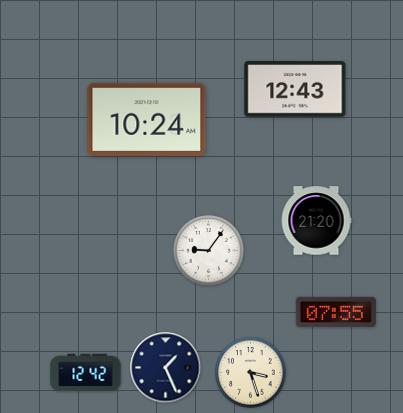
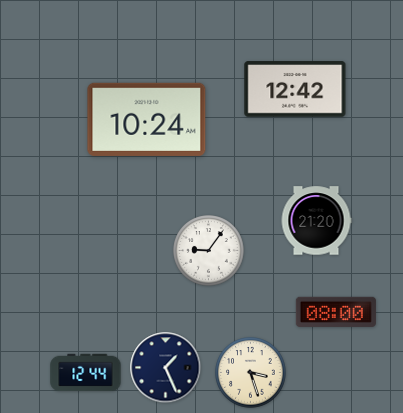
clock at (295, 89): 12:43 -> 12:42
clock at (336, 312): 07:55 -> 08:00
clock at (86, 373): 12:42 -> 12:44
